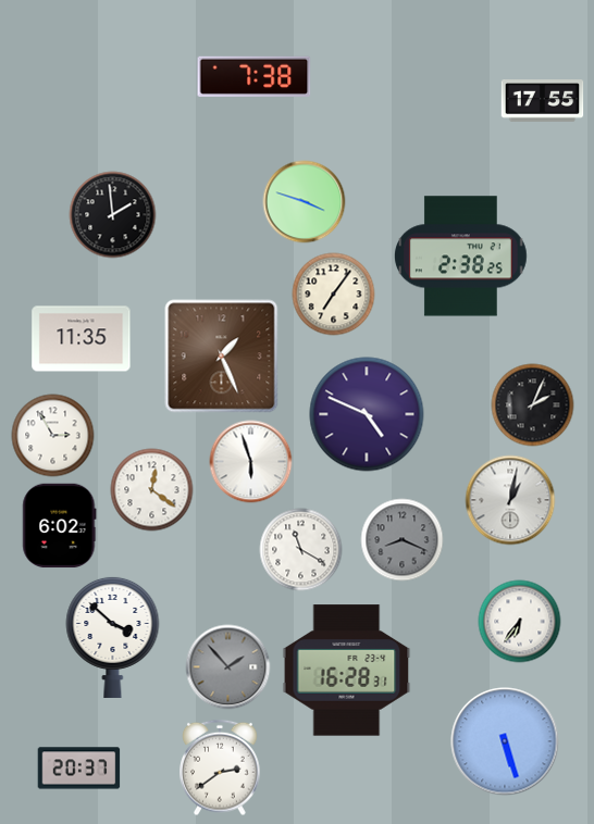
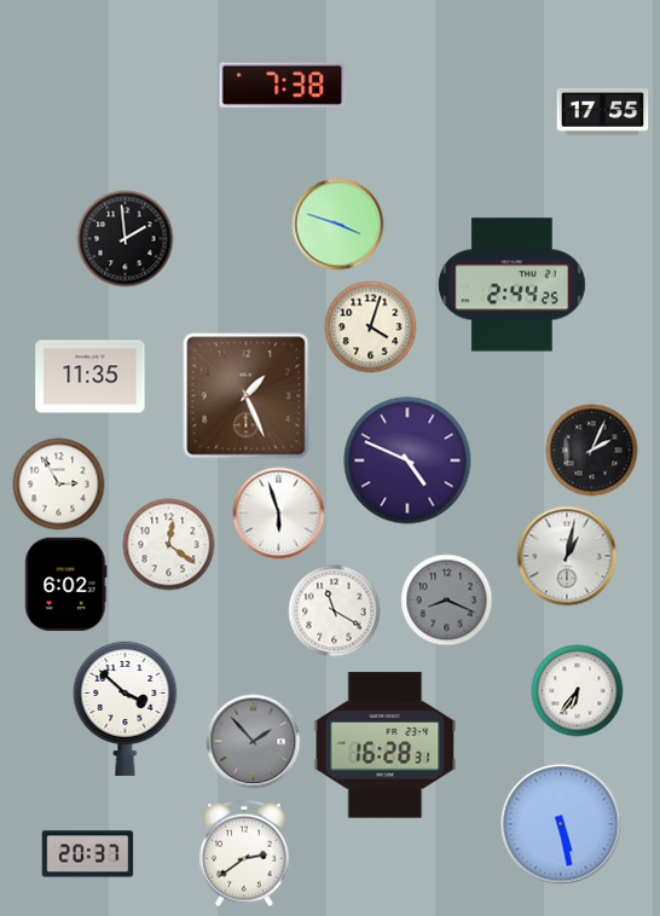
clock at (460, 257): 2:38 -> 2:44
clock at (334, 295): 7:06 -> 4:03
clock at (505, 741): 5:27 -> 5:28
